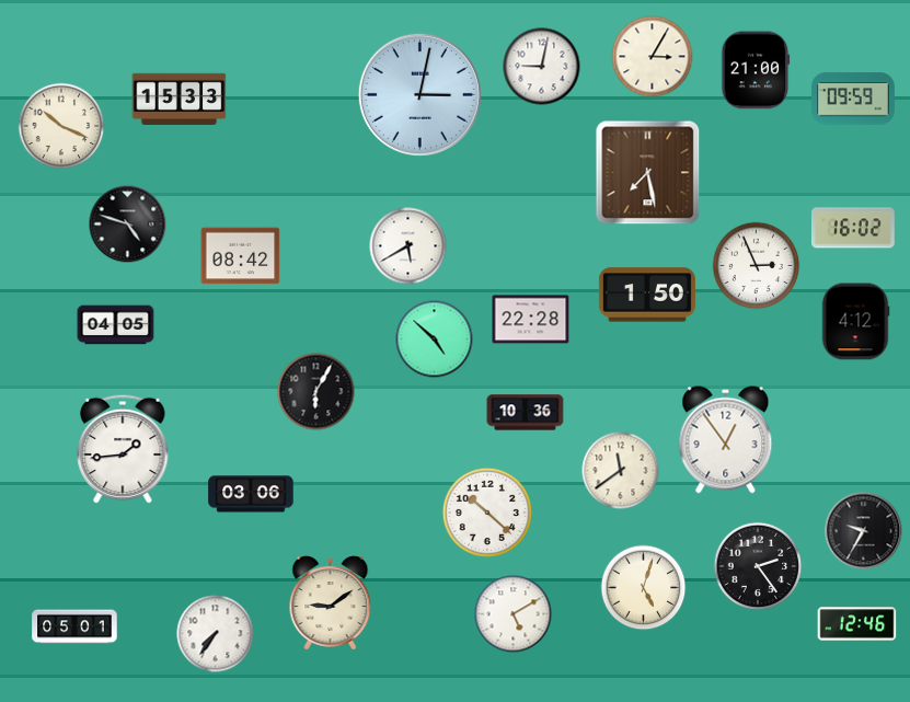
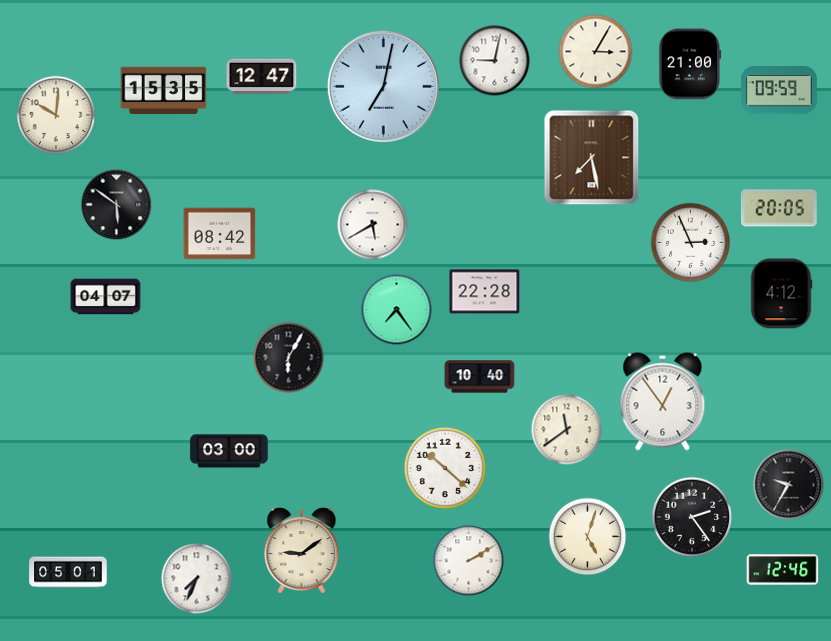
clock at (262, 77): none -> 12:47
clock at (419, 94): 3:02 -> 7:02
clock at (180, 99): 15:33 -> 15:35
clock at (61, 126): 10:19 -> 10:01
clock at (128, 225): 4:48 -> 5:51
clock at (853, 228): 16:02 -> 20:05
clock at (647, 295): 1:50 -> none
clock at (116, 325): 04:05 -> 04:07
clock at (435, 340): 4:52 -> 7:24
clock at (526, 413): 10:36 -> 10:40
clock at (123, 449): 1:44 -> none
clock at (251, 494): 03:06 -> 03:00
clock at (514, 614): 5:10 -> 2:10
clock at (216, 634): 7:36 -> 7:34
